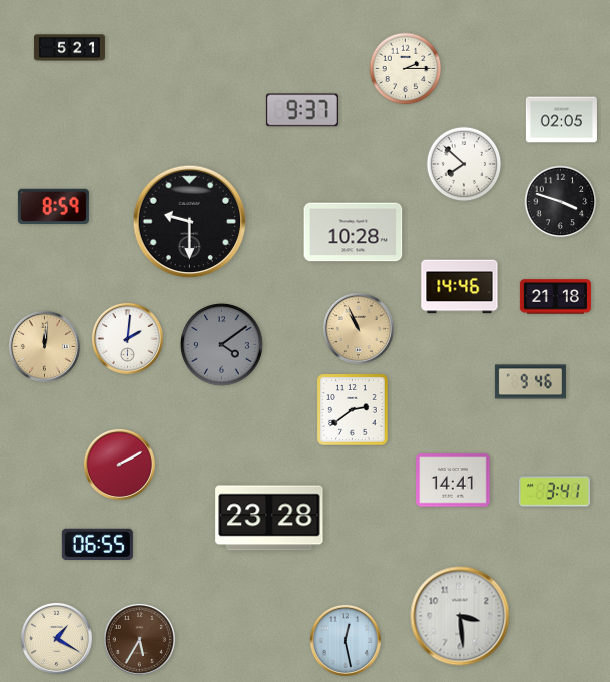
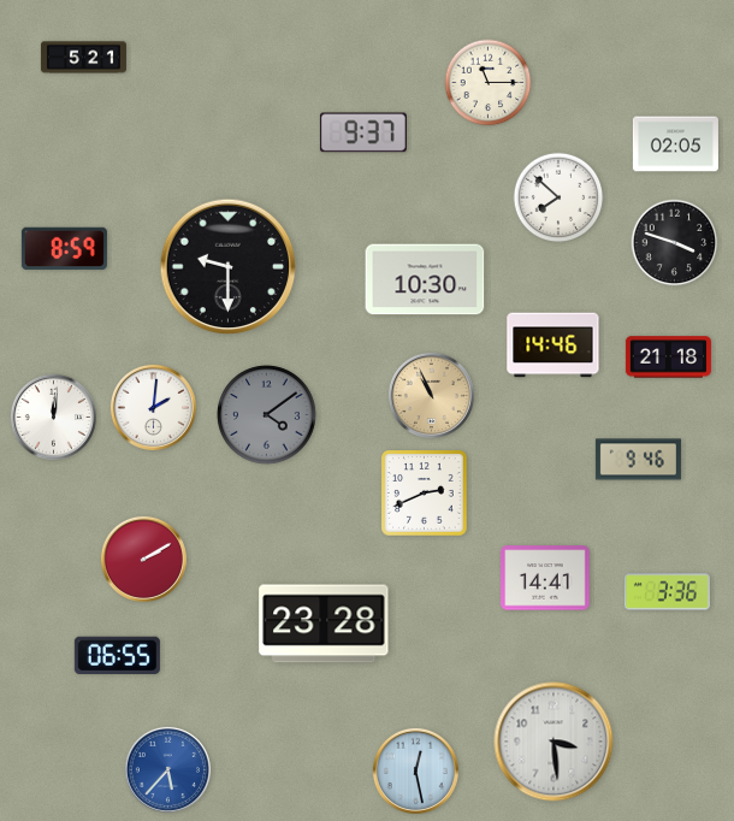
clock at (406, 69): 2:15 -> 11:15
clock at (353, 232): 10:28 -> 10:30
clock at (44, 346) dial: champagne -> white
clock at (353, 410): 2:39 -> 2:41
clock at (554, 492): 3:41 -> 3:36
clock at (56, 638): 1:20 -> none
clock at (139, 639): 5:35 -> 5:37
clock at (139, 639) dial: brown -> blue
